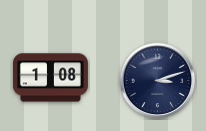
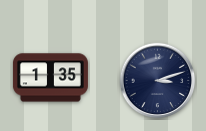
clock at (50, 78): 1:08 -> 1:35
